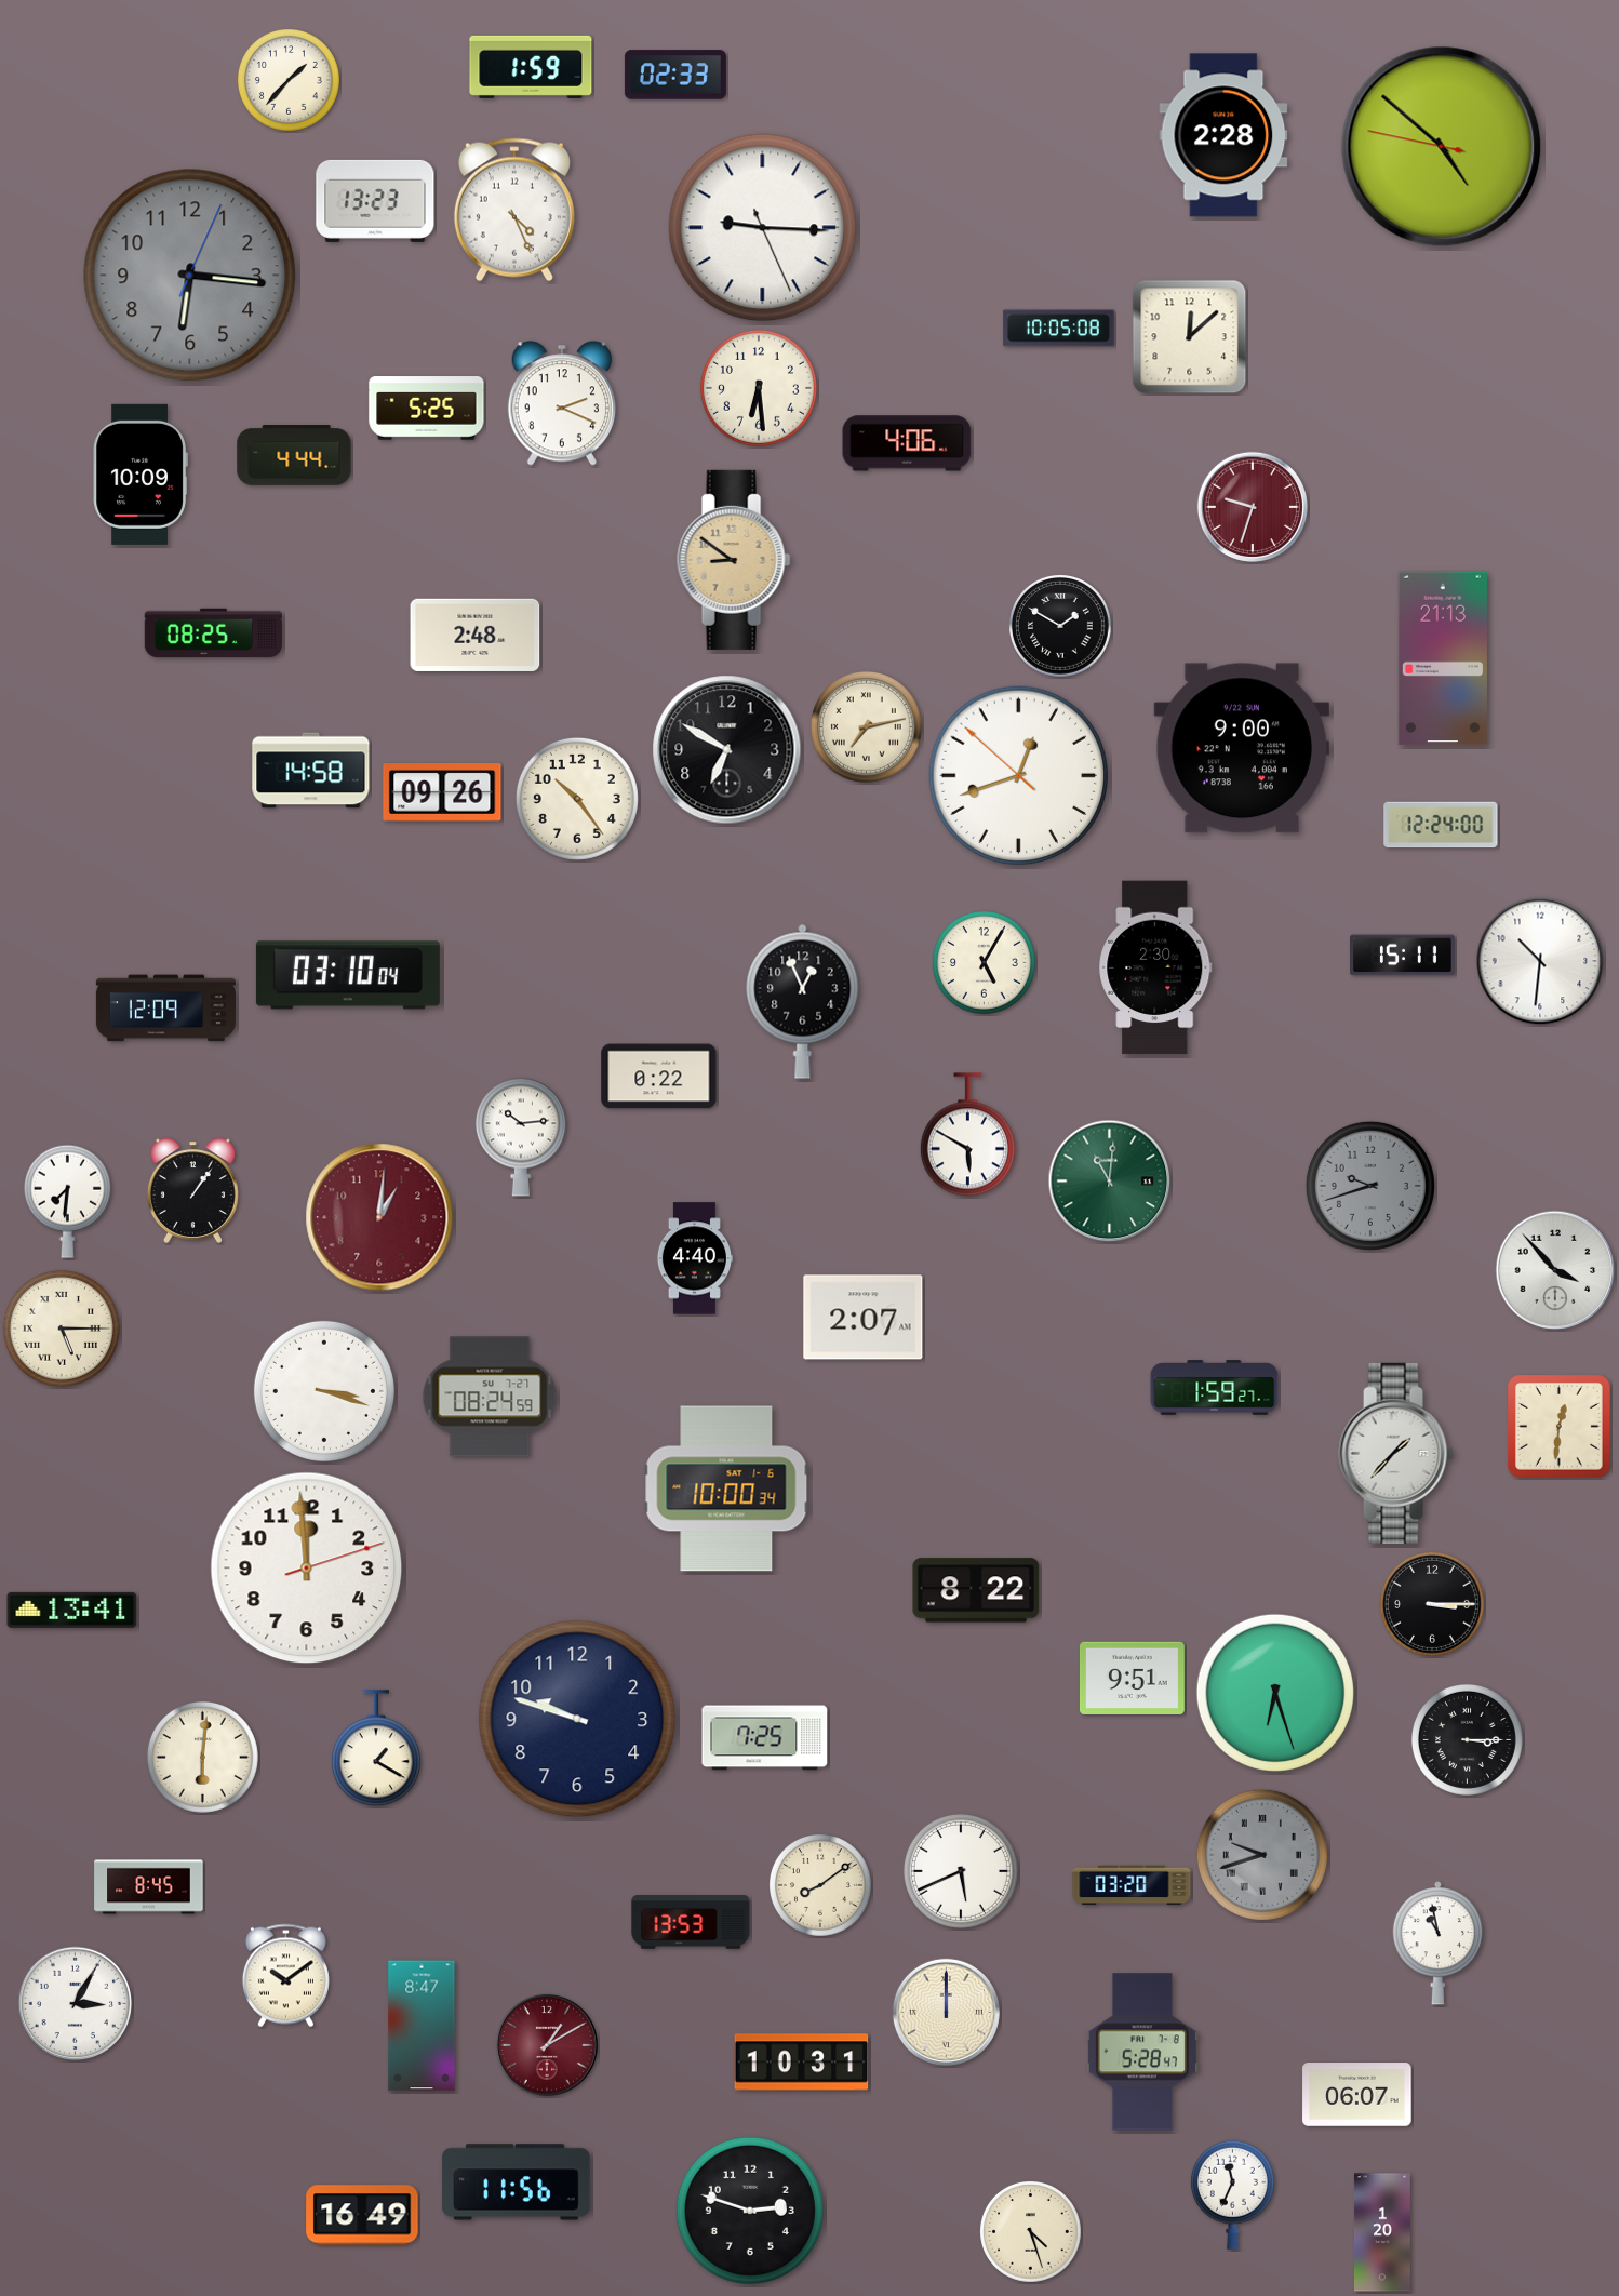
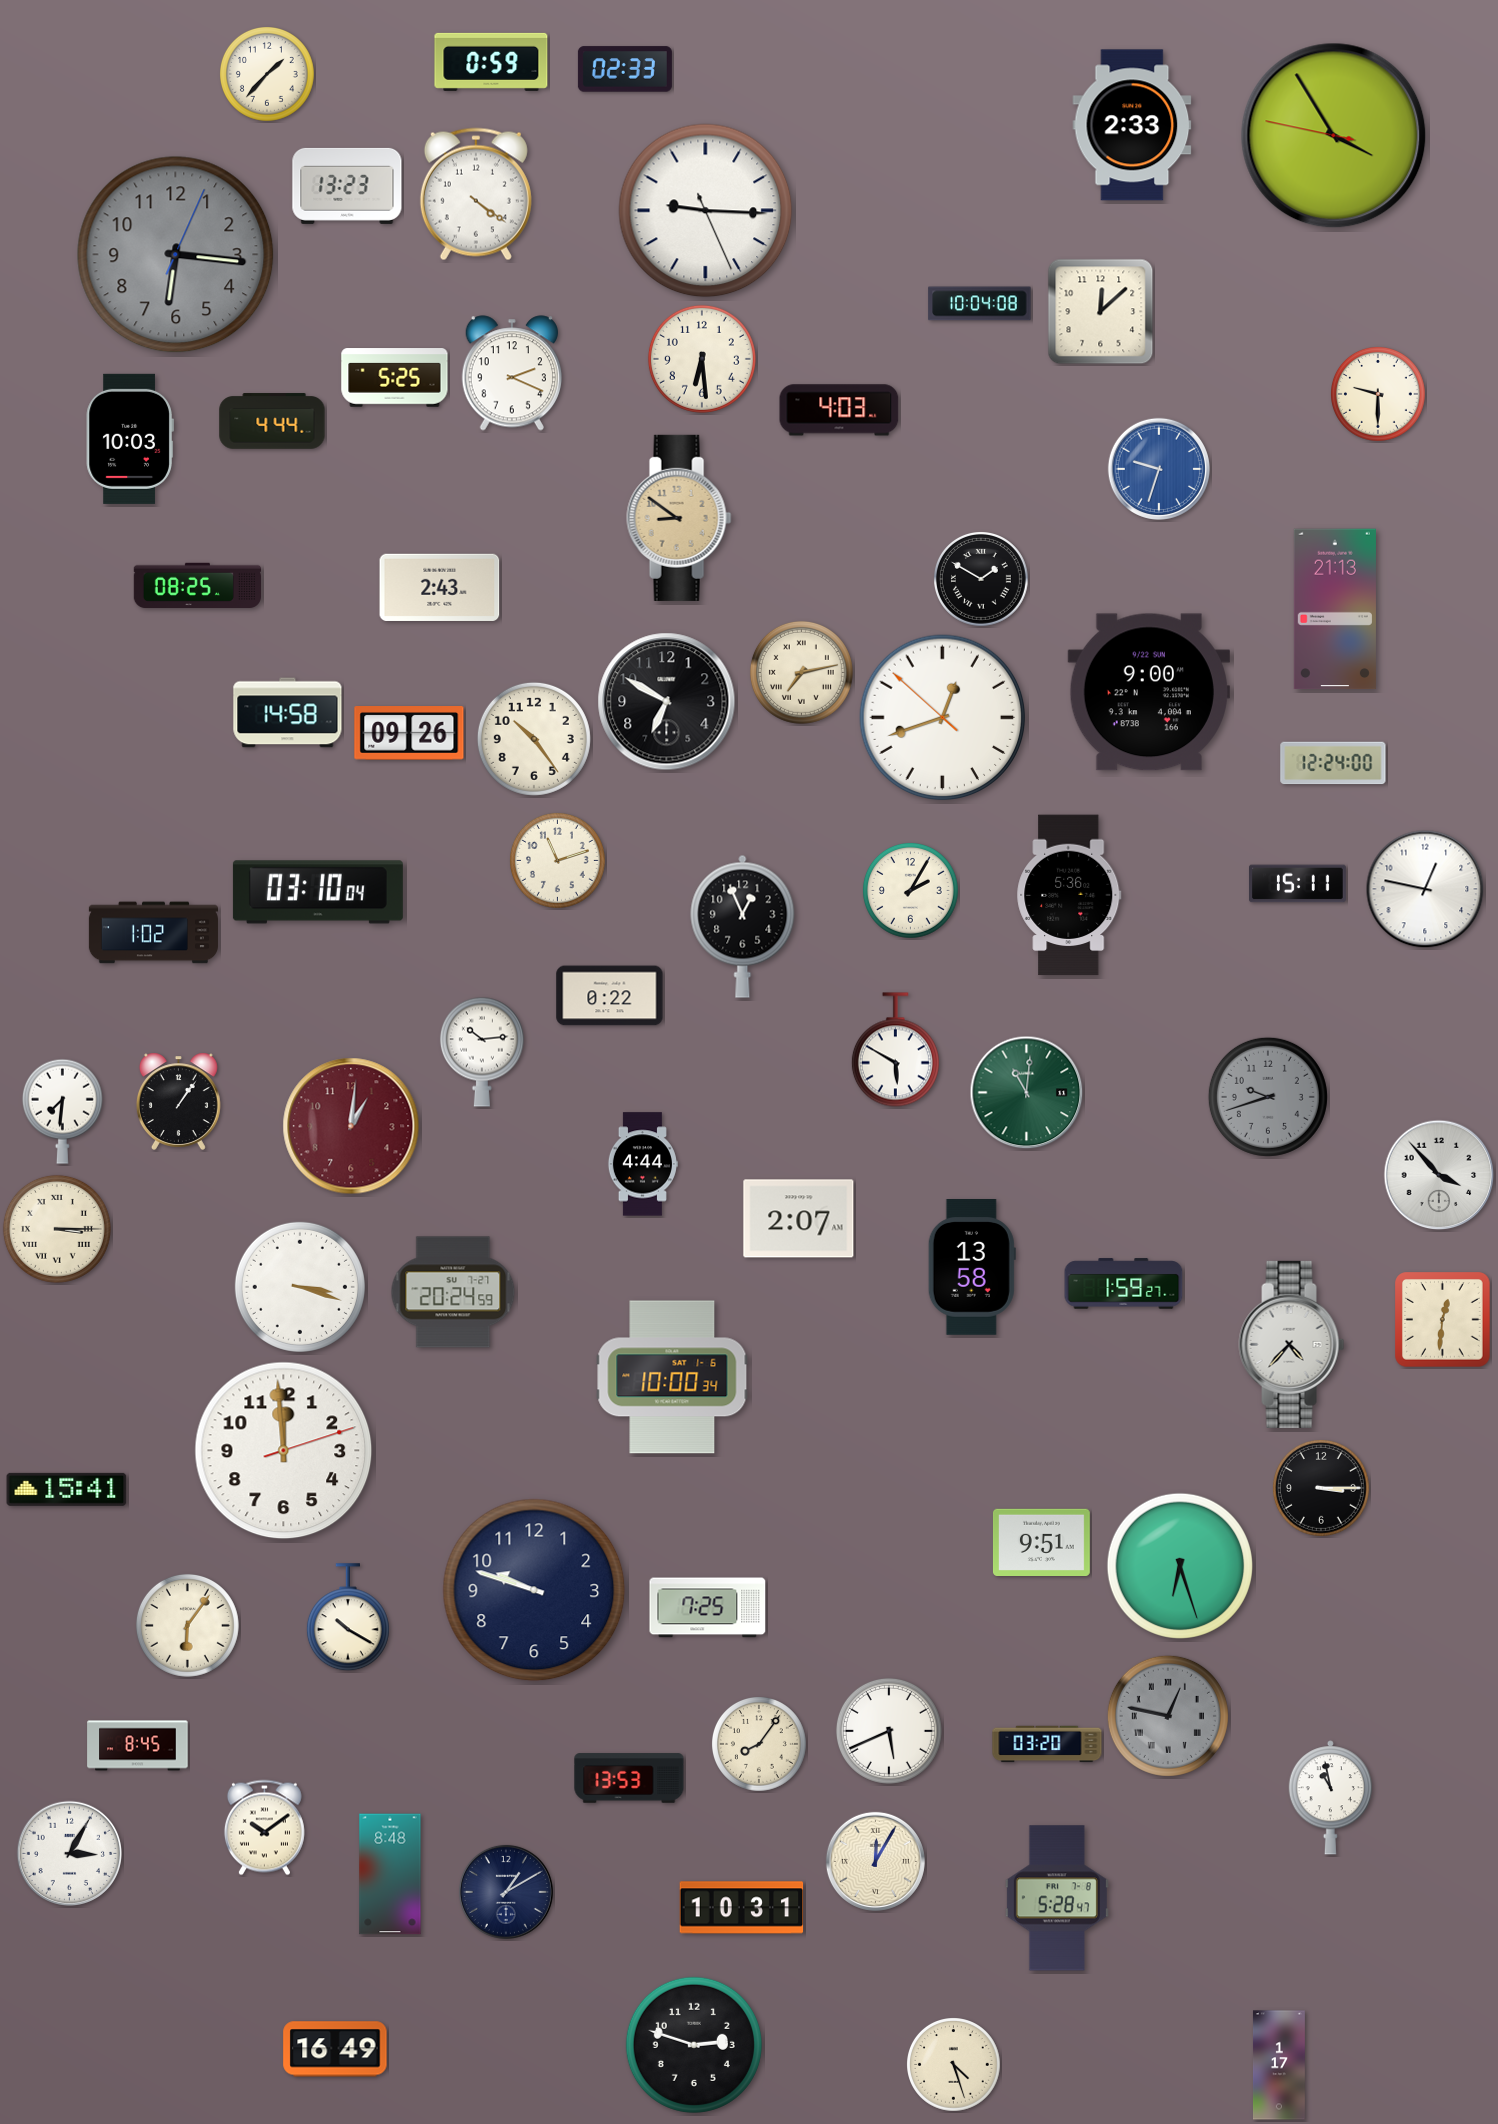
clock at (531, 67): 1:59 -> 0:59
clock at (1223, 135): 2:28 -> 2:33
clock at (1442, 147): 4:51 -> 3:54
clock at (514, 210): 4:26 -> 4:21
clock at (1059, 329): 10:05 -> 10:04
clock at (561, 403) position: (561, 403) -> (511, 373)
clock at (1379, 395): none -> 9:30
clock at (907, 443): 4:06 -> 4:03
clock at (141, 475): 10:09 -> 10:03
clock at (1253, 507) dial: burgundy -> blue
clock at (476, 635): 2:48 -> 2:43
clock at (727, 750) position: (727, 750) -> (667, 702)
clock at (557, 860): none -> 11:12
clock at (1540, 961): 10:31 -> 12:47
clock at (984, 962): 5:05 -> 2:05
clock at (1155, 967): 2:30 -> 5:36
clock at (348, 975) position: (348, 975) -> (318, 892)
clock at (165, 1009): 12:09 -> 1:02
clock at (694, 1258): 4:40 -> 4:44
clock at (62, 1329): 5:15 -> 3:15
clock at (972, 1268): none -> 13:58
clock at (490, 1397): 08:24 -> 20:24
clock at (1396, 1453): 1:37 -> 4:37
clock at (976, 1590): 8:22 -> none
clock at (1432, 1604) position: (1432, 1604) -> (1321, 1488)
clock at (72, 1610): 13:41 -> 15:41
clock at (1132, 1678) position: (1132, 1678) -> (1041, 1542)
clock at (1467, 1739): 3:15 -> none
clock at (376, 1749): 1:20 -> 10:20
clock at (202, 1757): 6:01 -> 6:06
clock at (1262, 1855): 9:42 -> 12:47
clock at (821, 1886): 8:09 -> 8:06
clock at (691, 1922) position: (691, 1922) -> (629, 1778)
clock at (946, 2012): 12:00 -> 12:05
clock at (422, 2026): 8:47 -> 8:48
clock at (547, 2045) dial: burgundy -> navy
clock at (1357, 2095): 06:07 -> none
clock at (517, 2182): 11:56 -> none
clock at (1232, 2194): 11:34 -> none
clock at (1382, 2232): 1:20 -> 1:17
